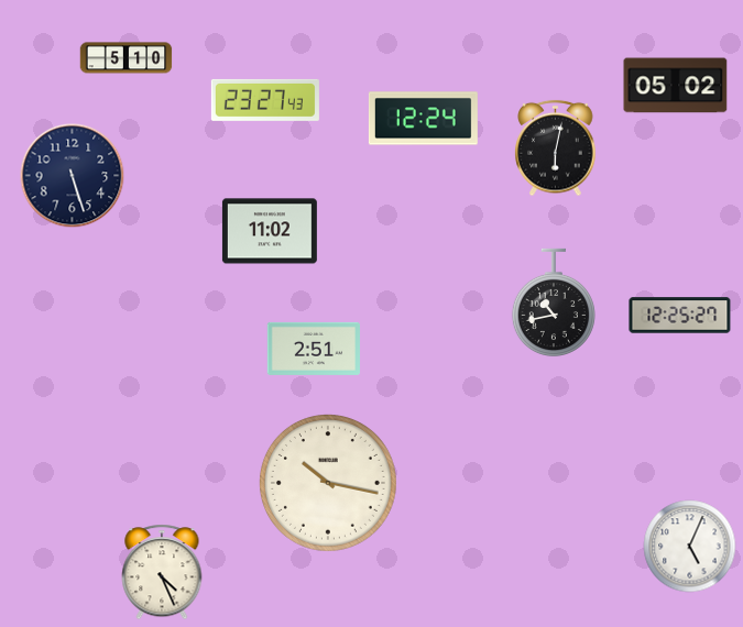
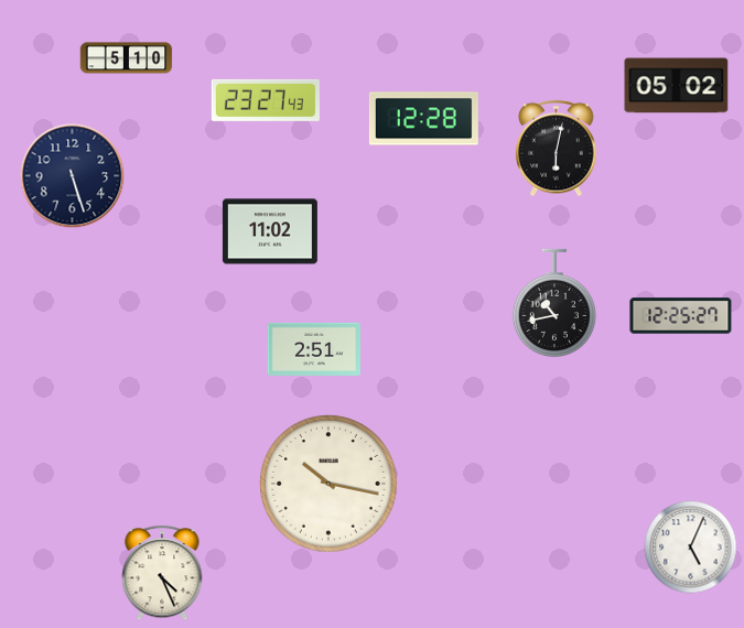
clock at (423, 119): 12:24 -> 12:28
